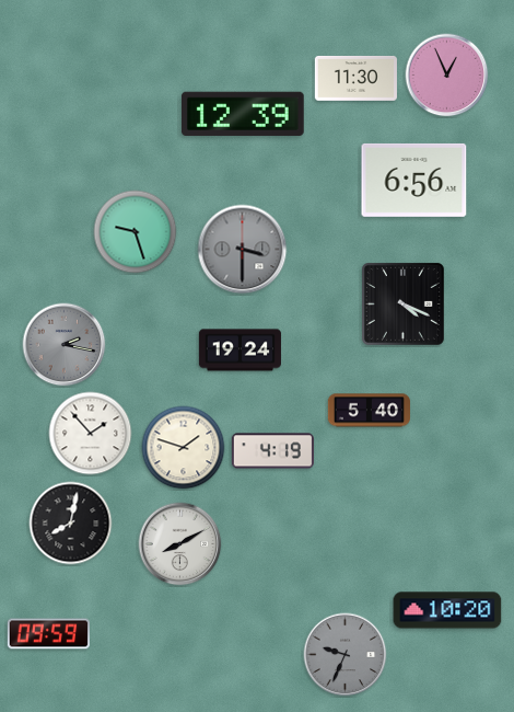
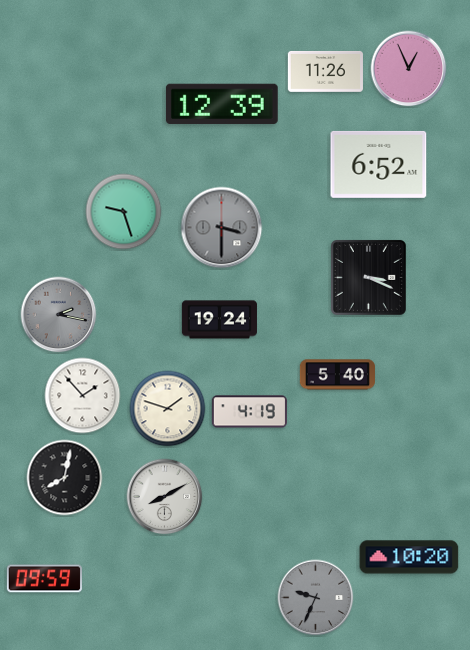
clock at (355, 79): 11:30 -> 11:26
clock at (414, 180): 6:56 -> 6:52
clock at (402, 303): 4:19 -> 3:19
